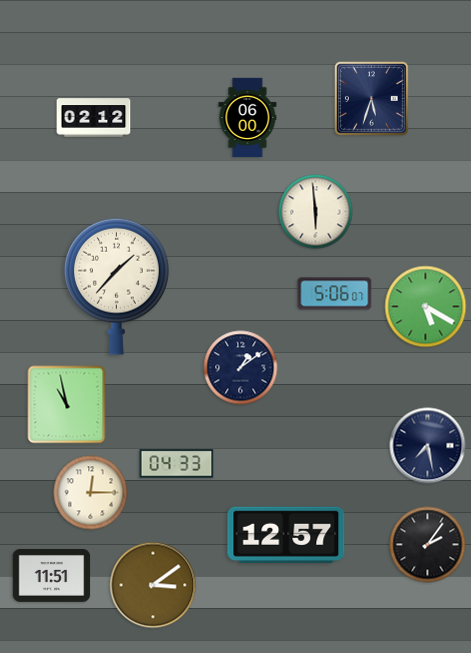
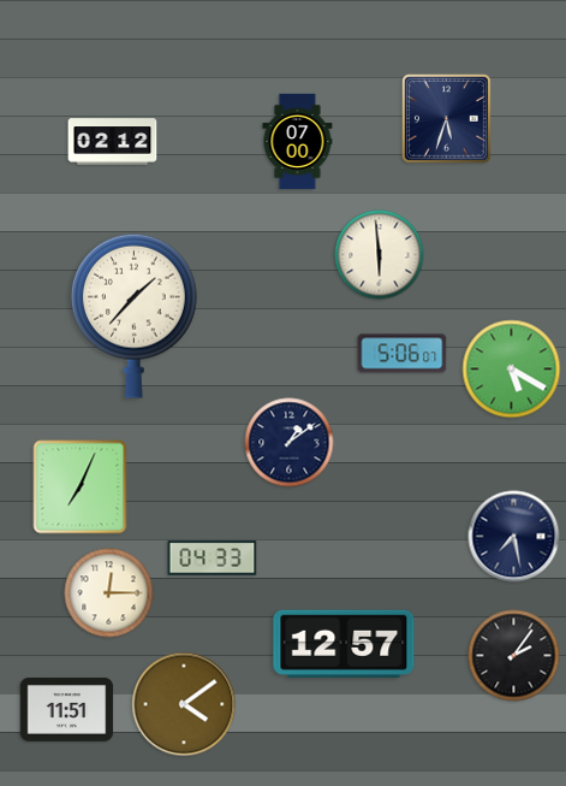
clock at (248, 117): 06:00 -> 07:00
clock at (116, 286) position: (116, 286) -> (133, 315)
clock at (67, 405): 10:58 -> 7:04
clock at (52, 575) position: (52, 575) -> (67, 709)
clock at (153, 585): 3:09 -> 4:09
